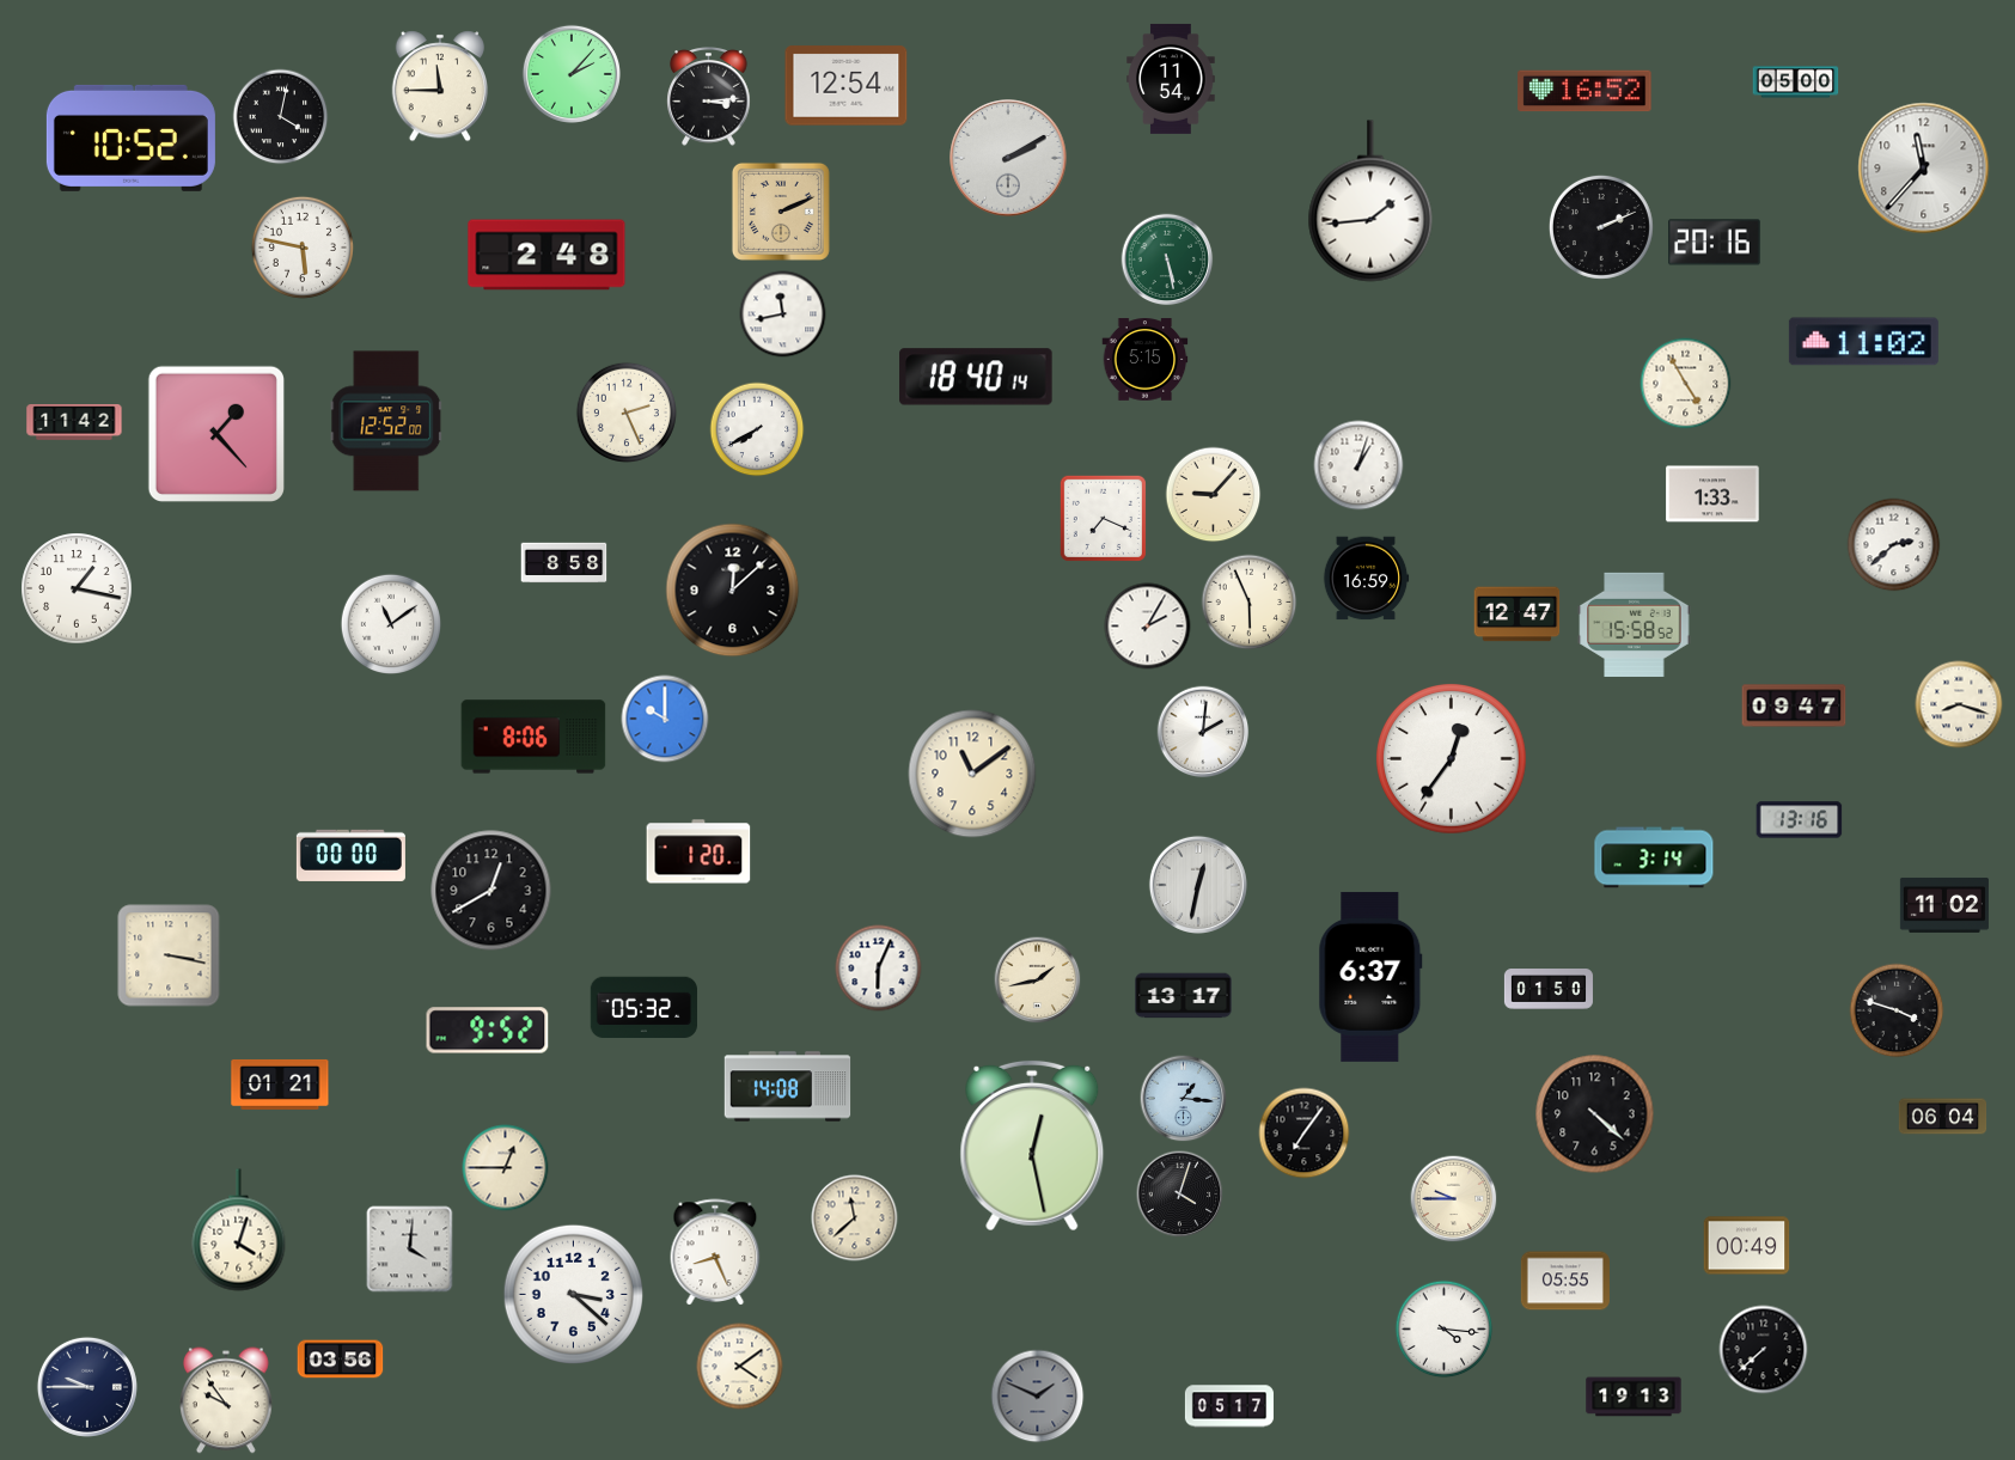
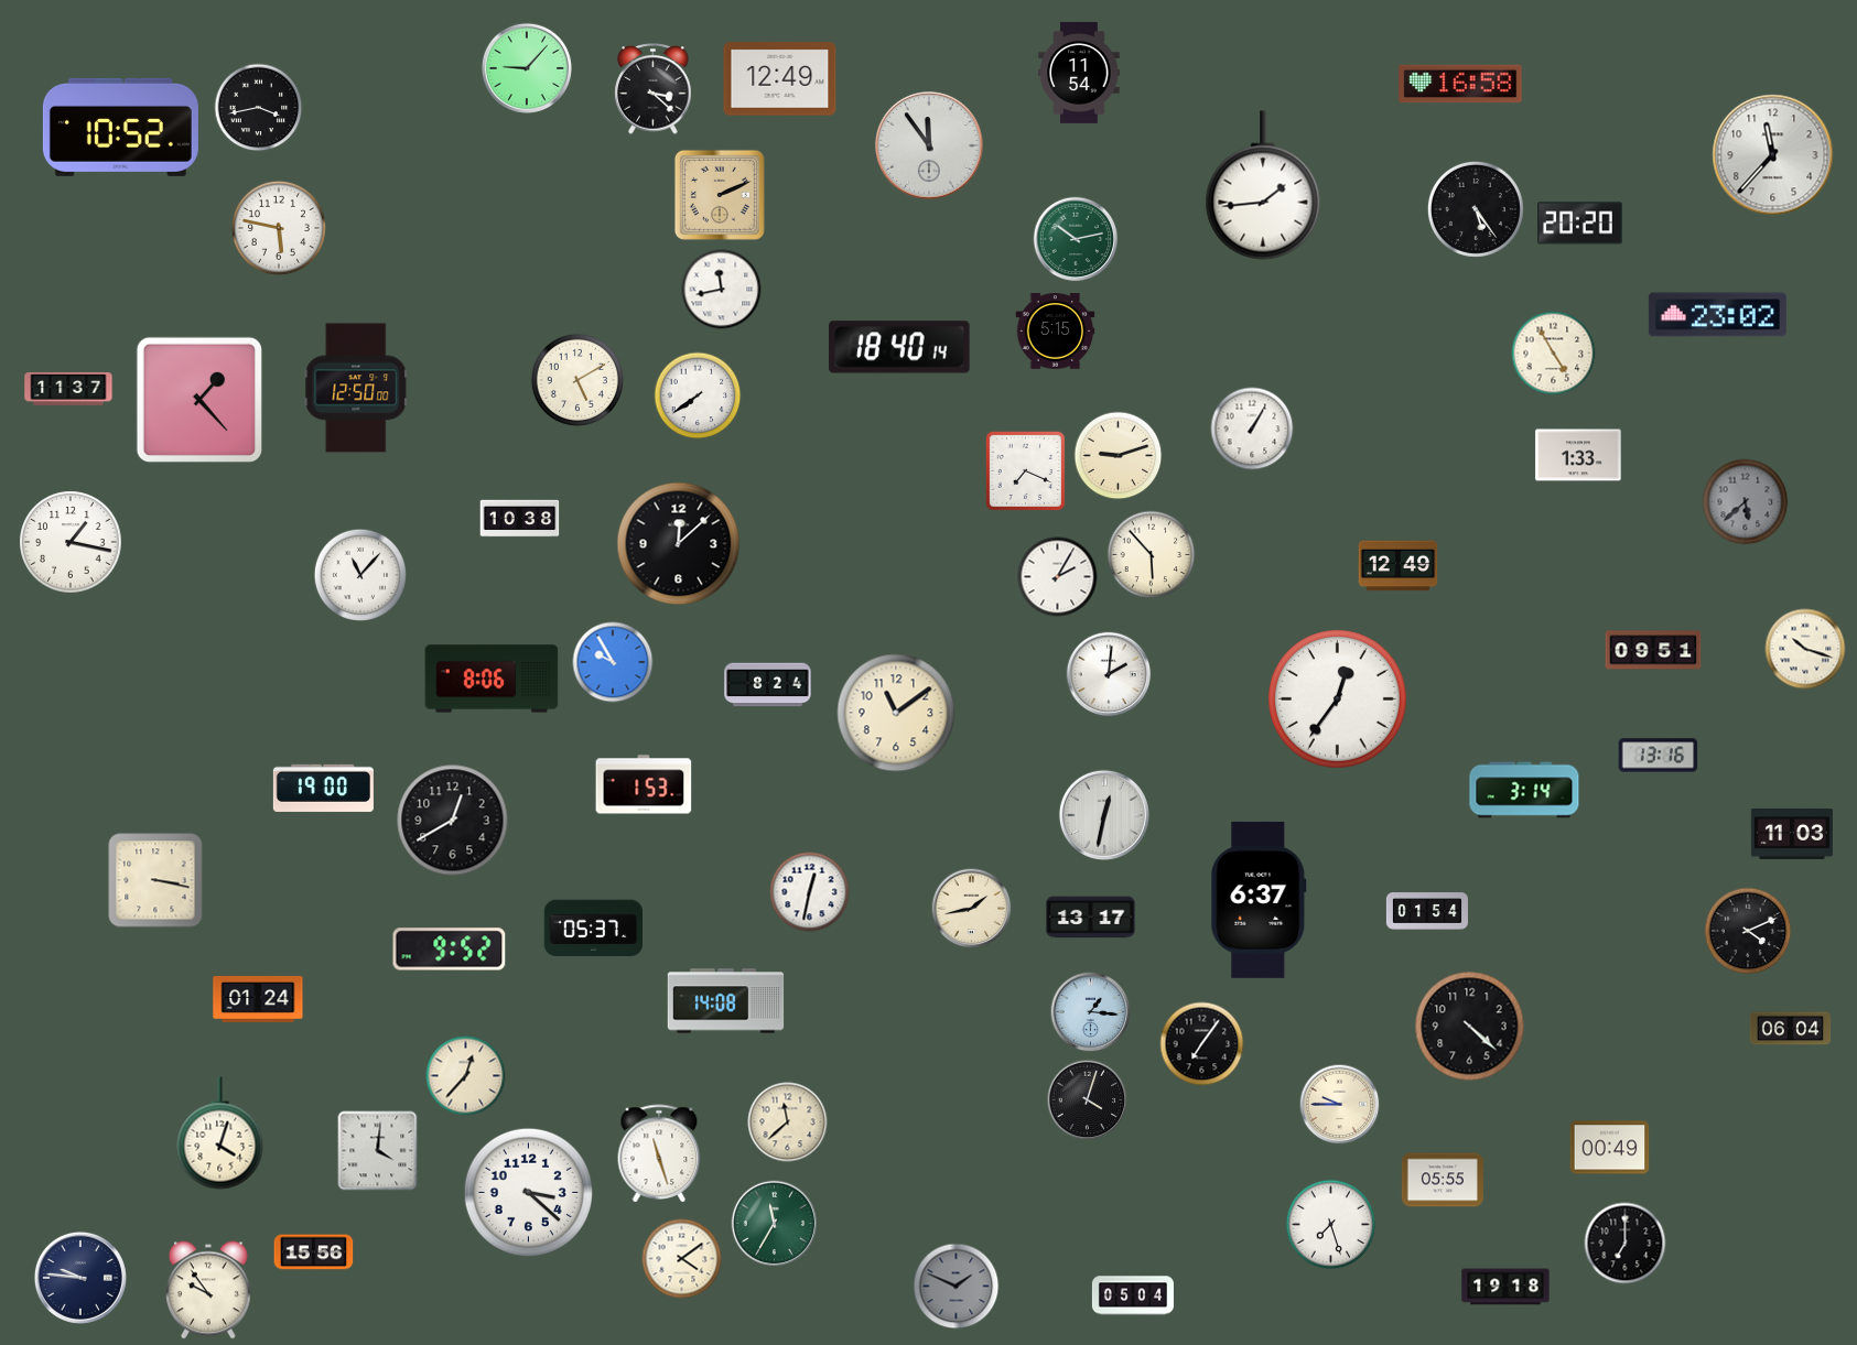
clock at (572, 74): 2:07 -> 9:07
clock at (1796, 83): 05:00 -> none
clock at (439, 86): 11:45 -> none
clock at (847, 86): 12:54 -> 12:49
clock at (1584, 91): 16:52 -> 16:58
clock at (709, 97): 3:14 -> 3:22
clock at (281, 117): 4:02 -> 3:43
clock at (1008, 158): 2:10 -> 11:54
clock at (1601, 227): 2:11 -> 5:24
clock at (1715, 243): 20:16 -> 20:20
clock at (547, 255): 2:48 -> none
clock at (1167, 259): 5:28 -> 10:13
clock at (1863, 342): 11:02 -> 23:02
clock at (625, 411): 2:26 -> 5:10
clock at (386, 421): 12:52 -> 12:50
clock at (74, 423): 11:42 -> 11:37
clock at (757, 429): 7:40 -> 7:39
clock at (1358, 465): 1:03 -> 1:05
clock at (1214, 495): 9:07 -> 9:12
clock at (1103, 518) position: (1103, 518) -> (1025, 470)
clock at (1894, 545): 2:38 -> 5:38
clock at (1894, 545) dial: white -> grey
clock at (564, 563): 8:58 -> 10:38
clock at (1366, 579): 16:59 -> none
clock at (733, 591) position: (733, 591) -> (679, 544)
clock at (1250, 603): 5:56 -> 5:53
clock at (1518, 615): 12:47 -> 12:49
clock at (390, 623): 11:09 -> 11:07
clock at (1635, 624): 15:58 -> none
clock at (1959, 704): 8:18 -> 10:18
clock at (1794, 705): 09:47 -> 09:51
clock at (665, 719): 10:00 -> 9:55
clock at (768, 685): none -> 8:24
clock at (698, 851): 1:20 -> 1:53
clock at (350, 855): 00:00 -> 19:00
clock at (1944, 905): 11:02 -> 11:03
clock at (879, 969): 6:04 -> 12:32
clock at (1370, 977) position: (1370, 977) -> (1259, 900)
clock at (1038, 981) position: (1038, 981) -> (972, 909)
clock at (1549, 989): 01:50 -> 01:54
clock at (643, 1008): 05:32 -> 05:37
clock at (1897, 1010): 3:48 -> 4:11
clock at (280, 1085): 01:21 -> 01:24
clock at (1032, 1146): 12:28 -> none
clock at (506, 1168): 12:45 -> 12:37
clock at (715, 1252): 8:26 -> 11:27
clock at (775, 1224): none -> 11:35
clock at (1445, 1330): 4:16 -> 7:27
clock at (1764, 1350): 7:38 -> 7:00
clock at (341, 1360): 03:56 -> 15:56
clock at (87, 1387): 9:45 -> 9:46
clock at (1634, 1397): 19:13 -> 19:18
clock at (1229, 1406): 05:17 -> 05:04
